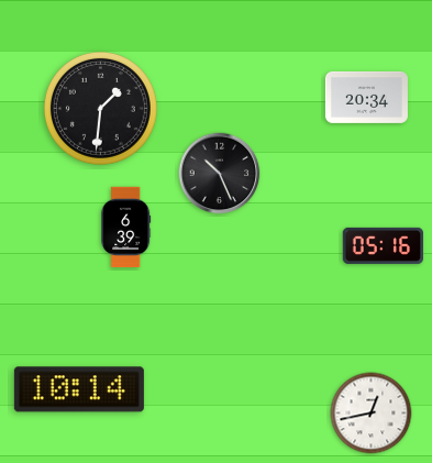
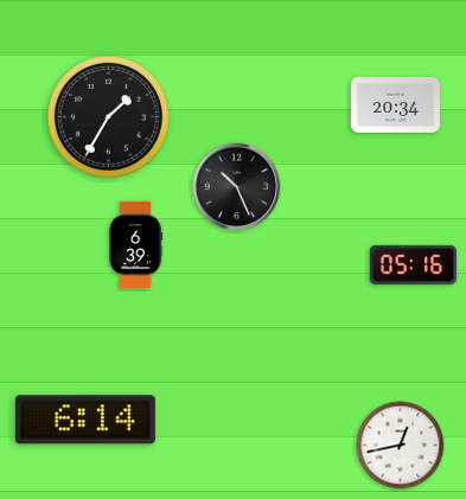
clock at (100, 108): 1:31 -> 1:35
clock at (79, 389): 10:14 -> 6:14
